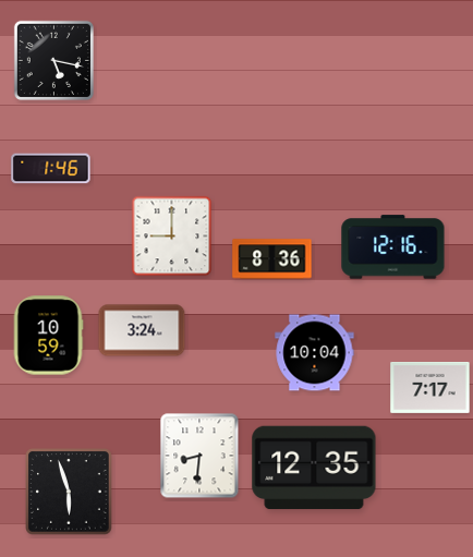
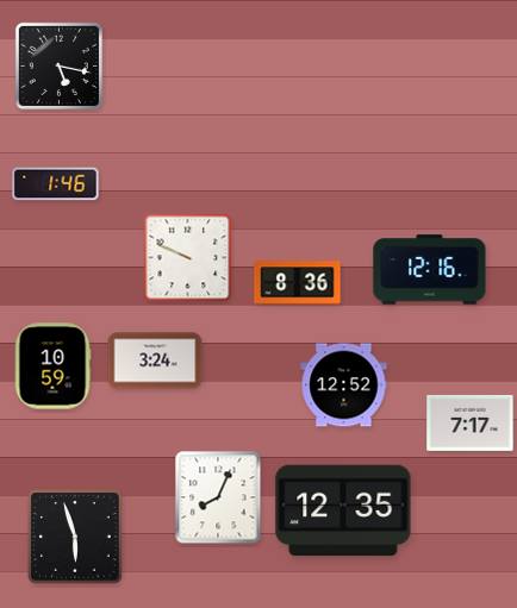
clock at (172, 237): 9:00 -> 9:49
clock at (315, 353): 10:04 -> 12:52
clock at (199, 456): 8:31 -> 8:04
